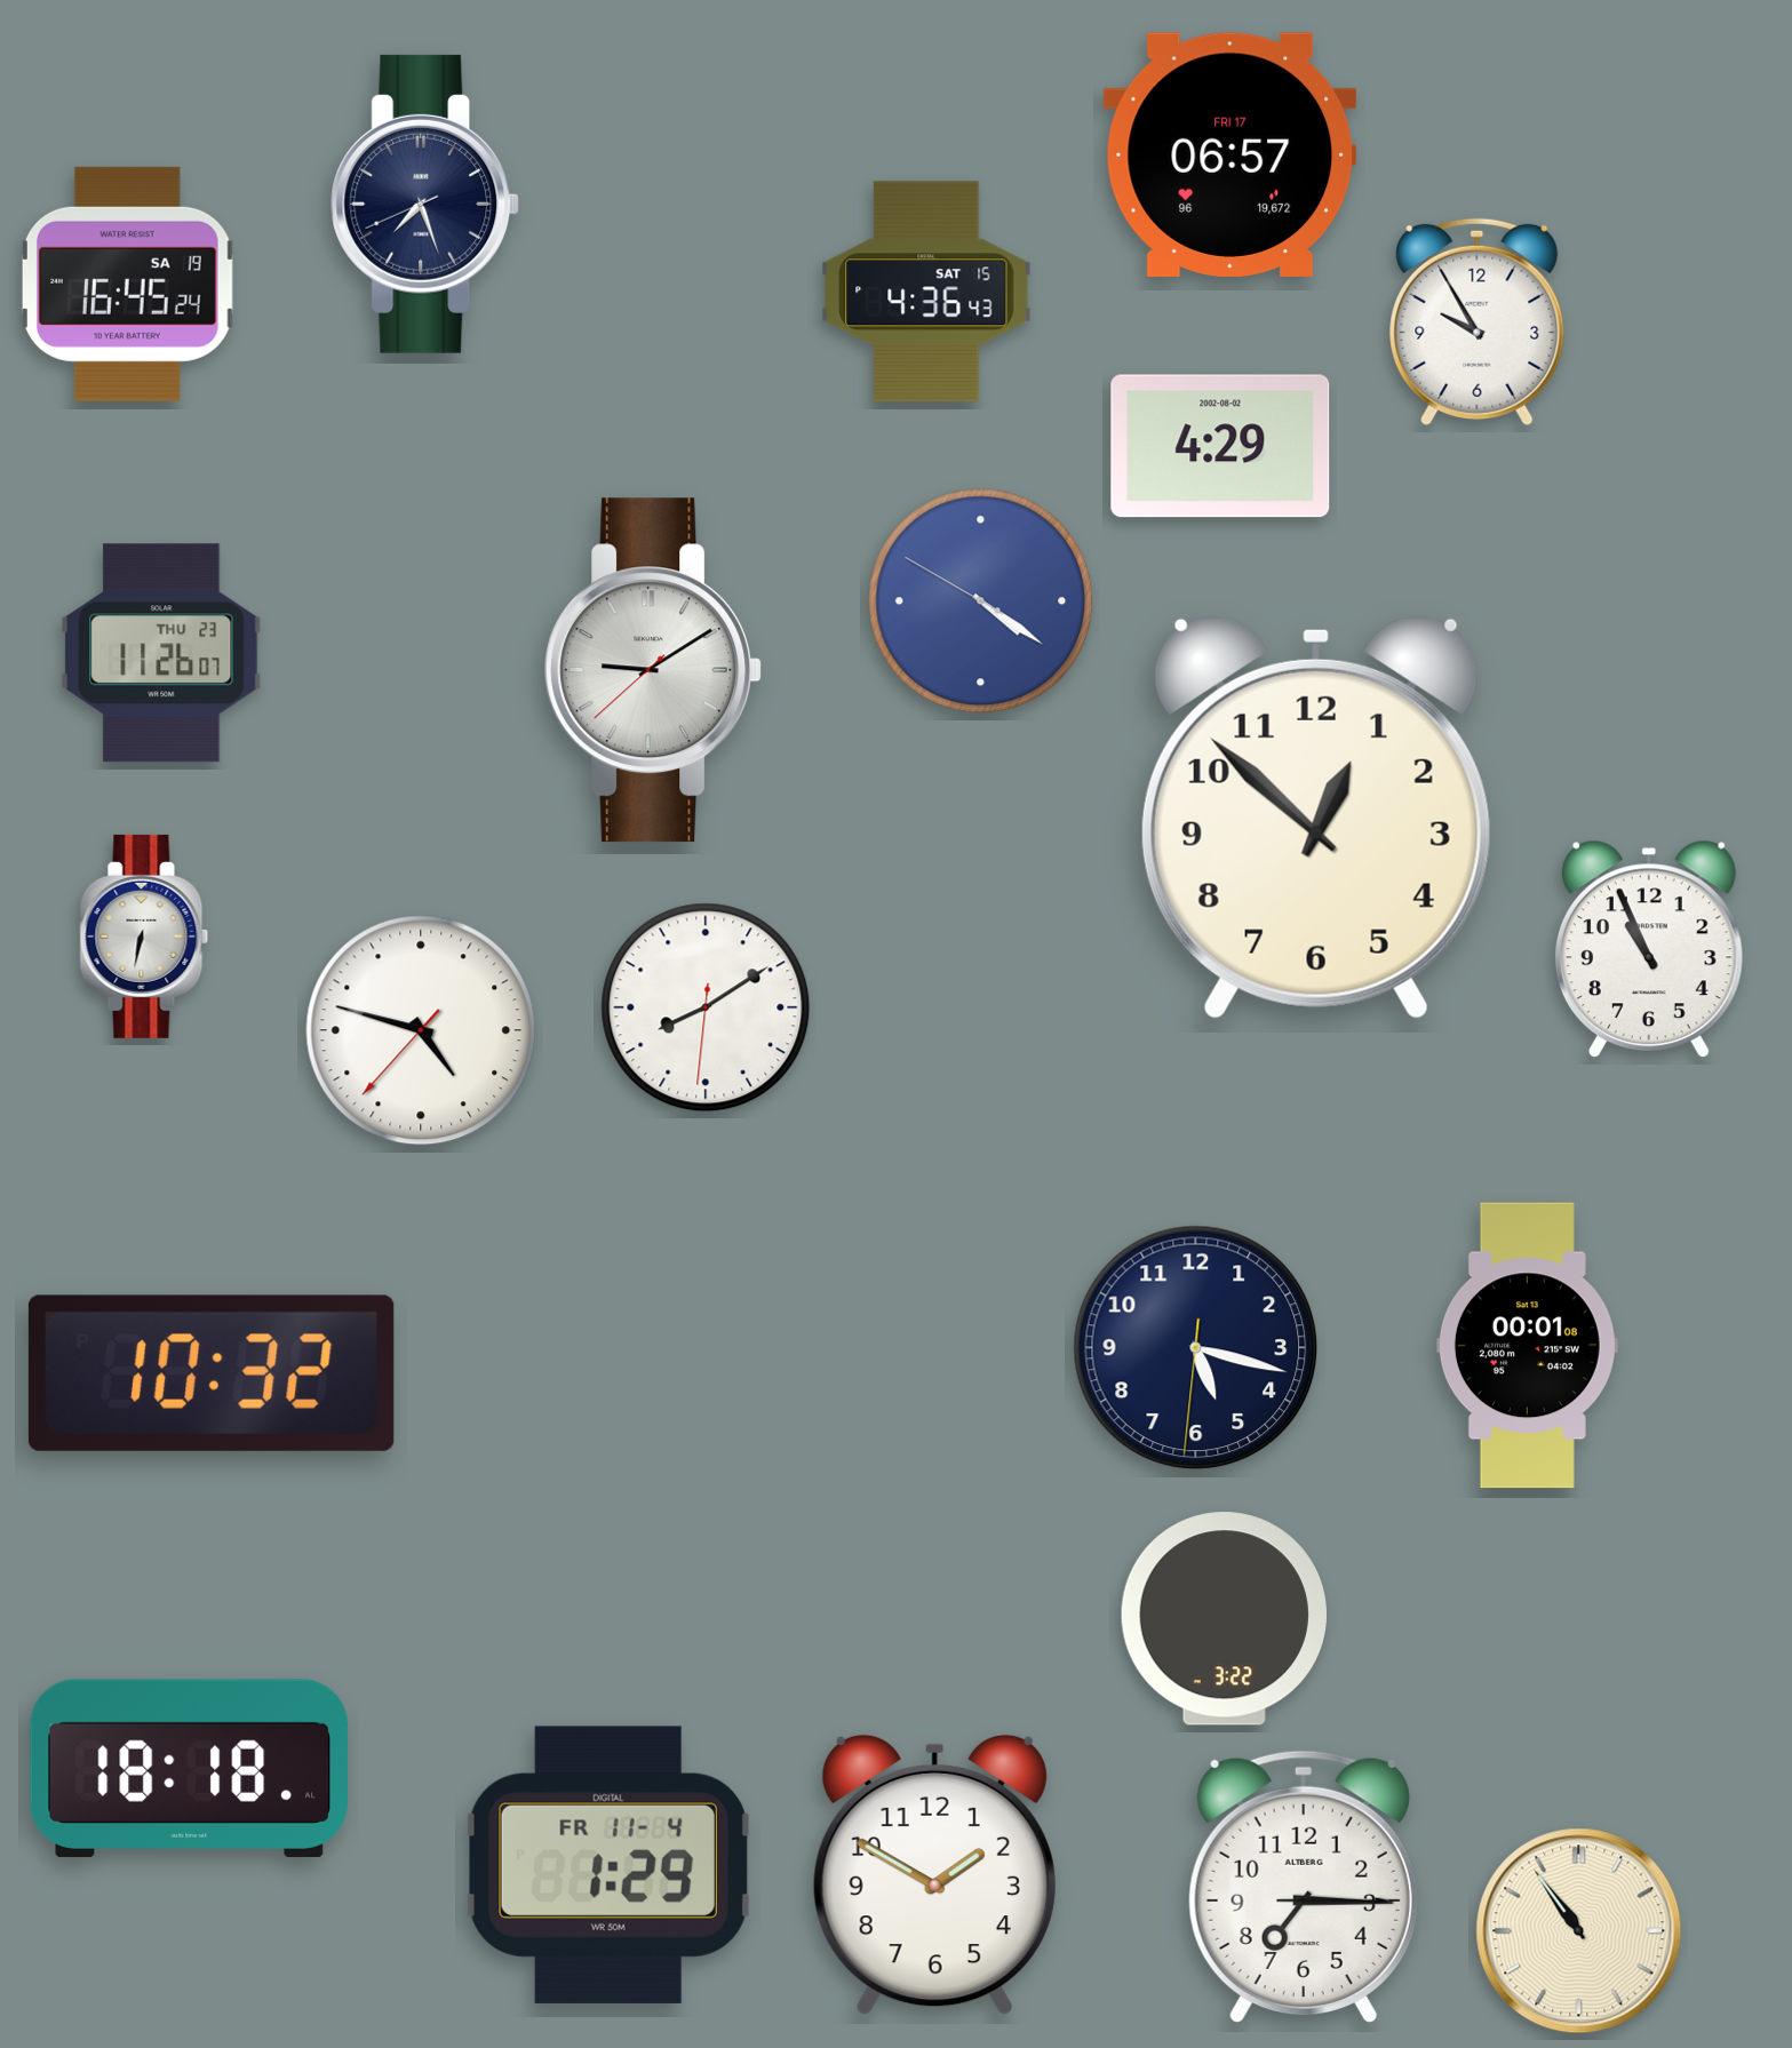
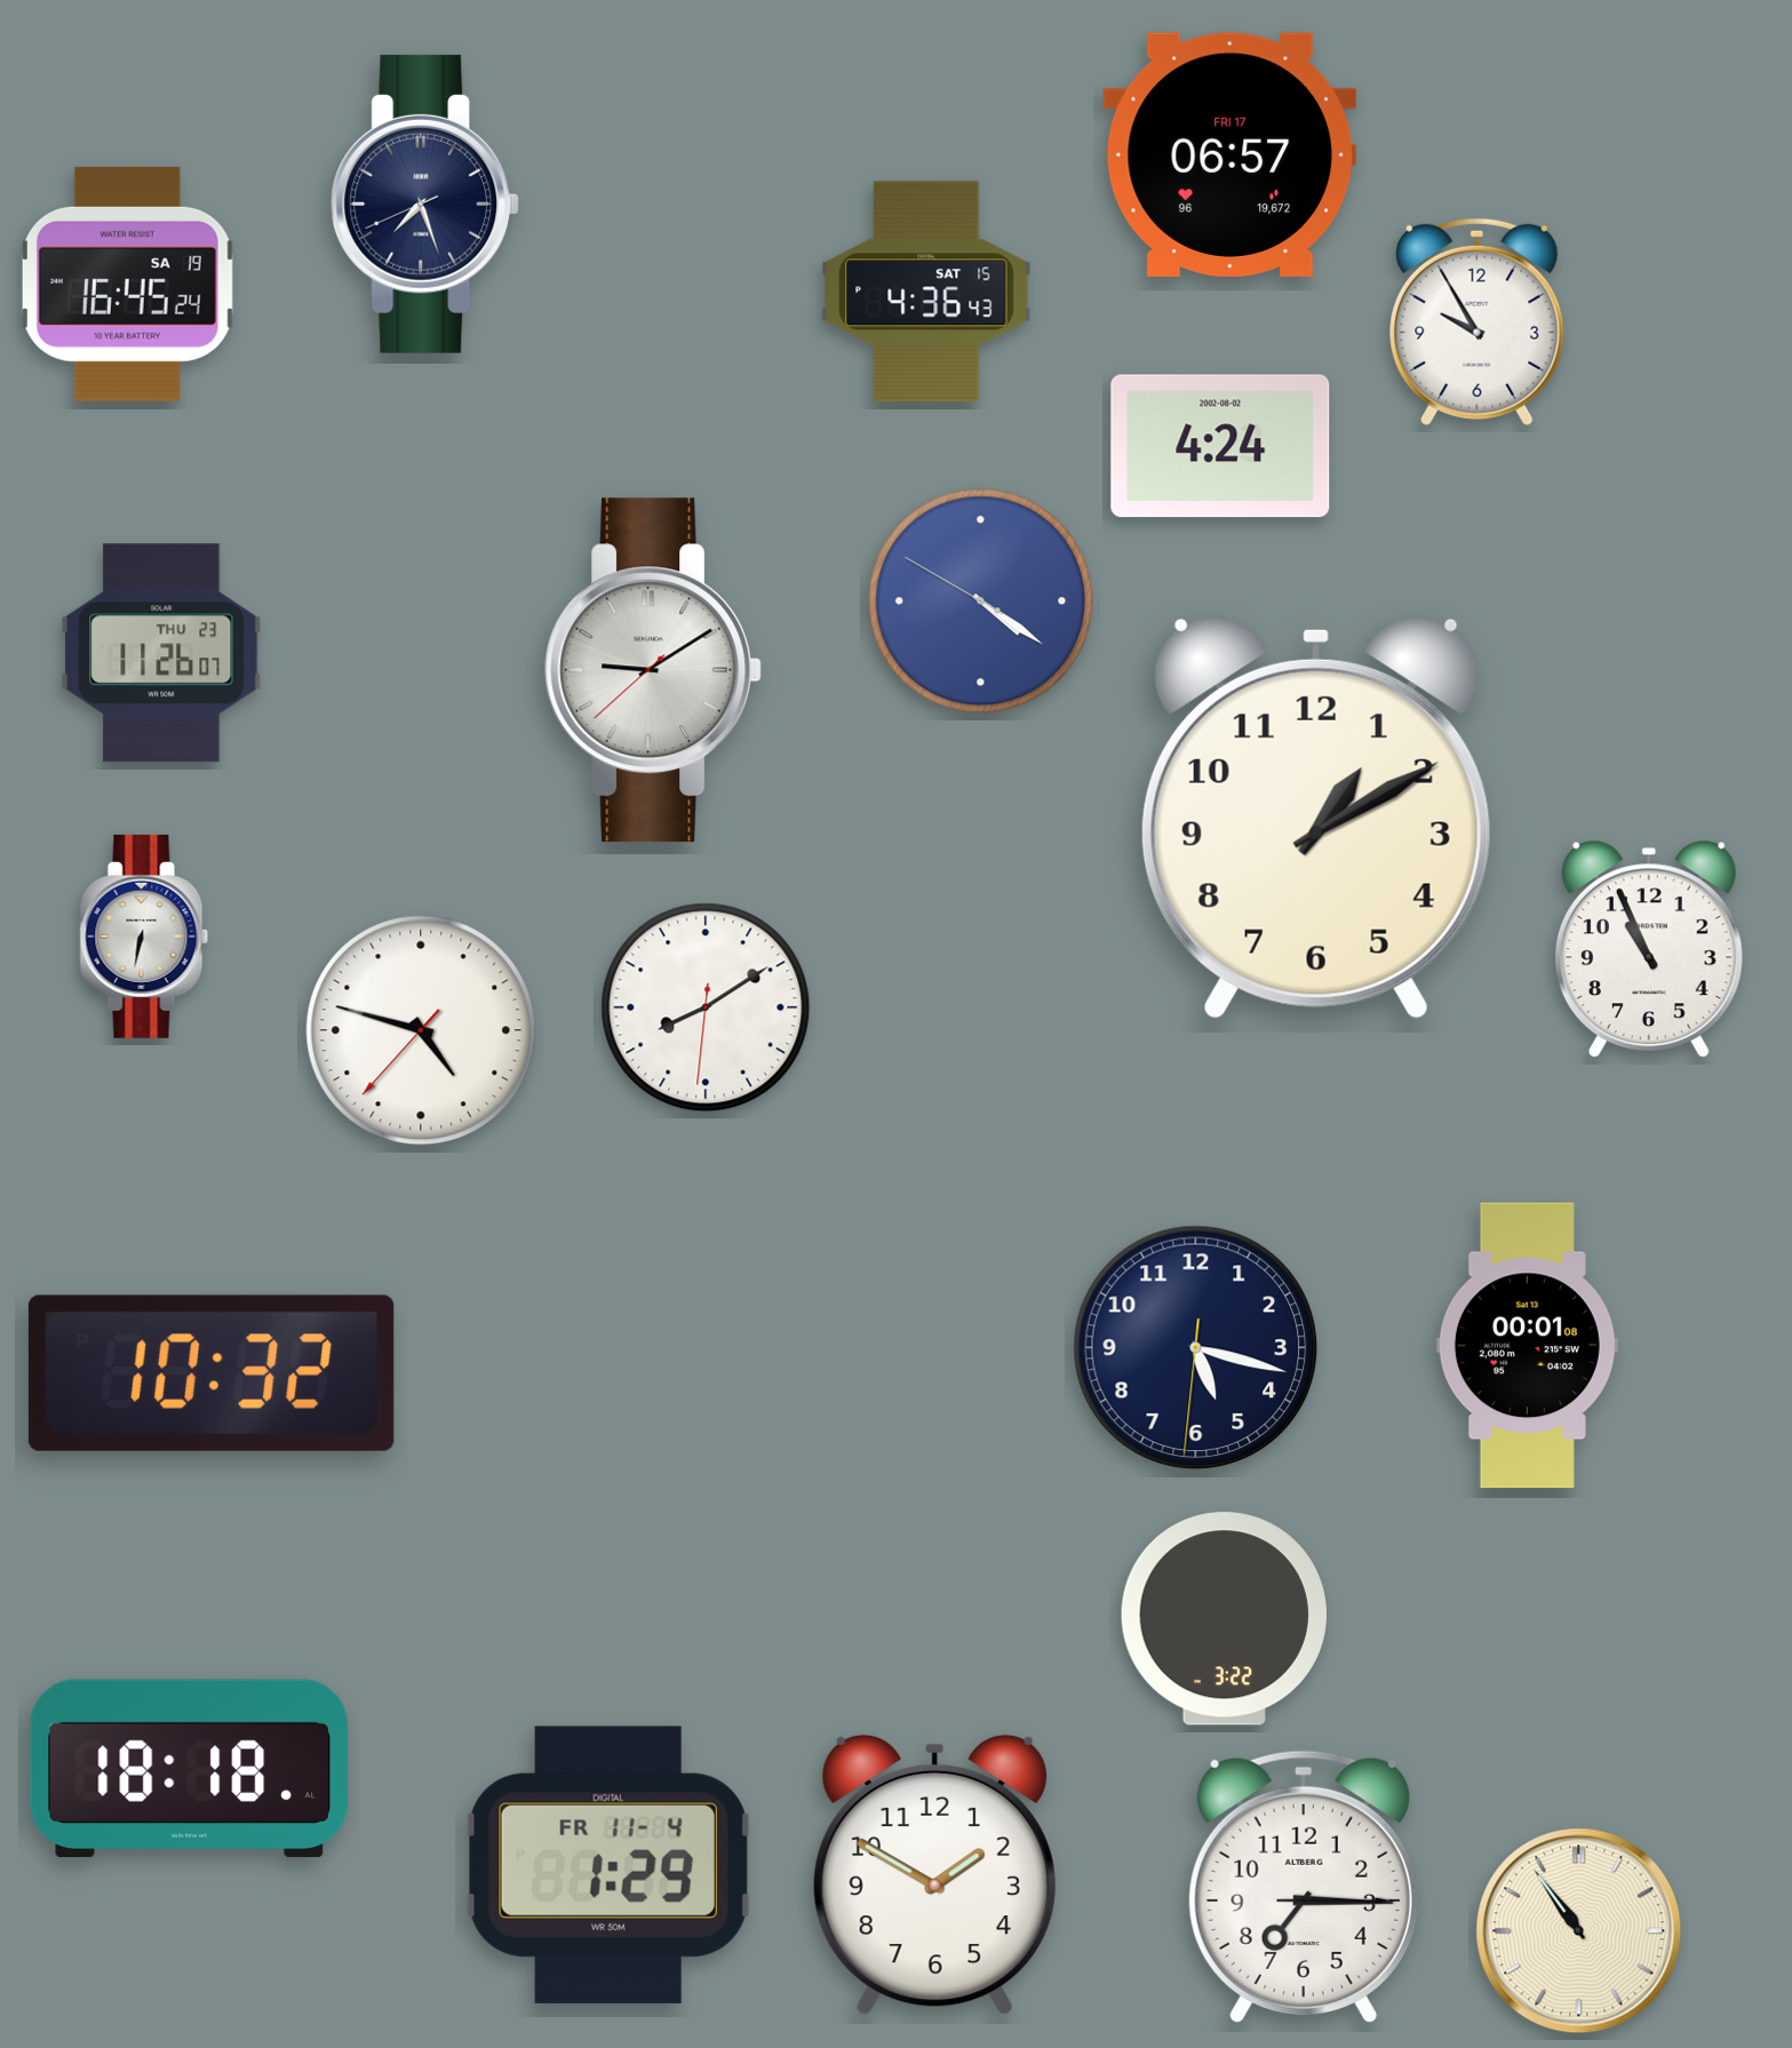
clock at (1220, 446): 4:29 -> 4:24
clock at (1316, 818): 12:52 -> 1:10
